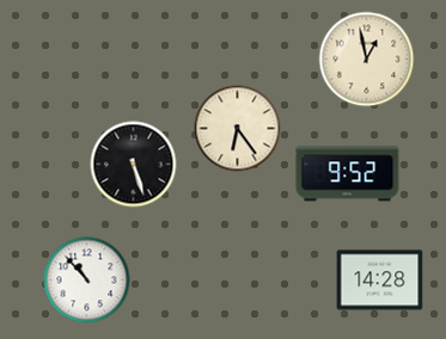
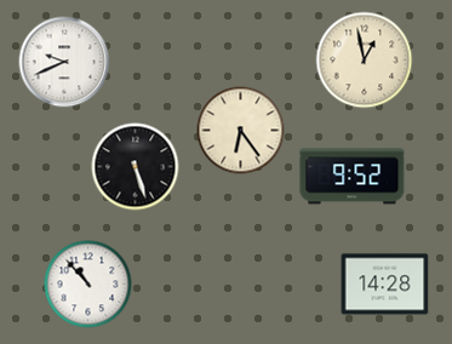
clock at (367, 60) position: (367, 60) -> (365, 61)
clock at (64, 62): none -> 9:41
